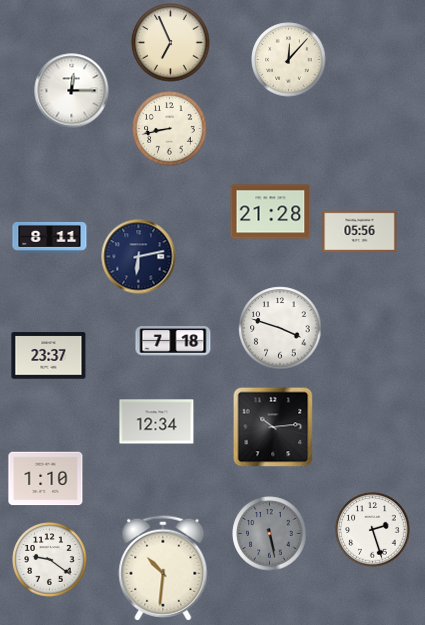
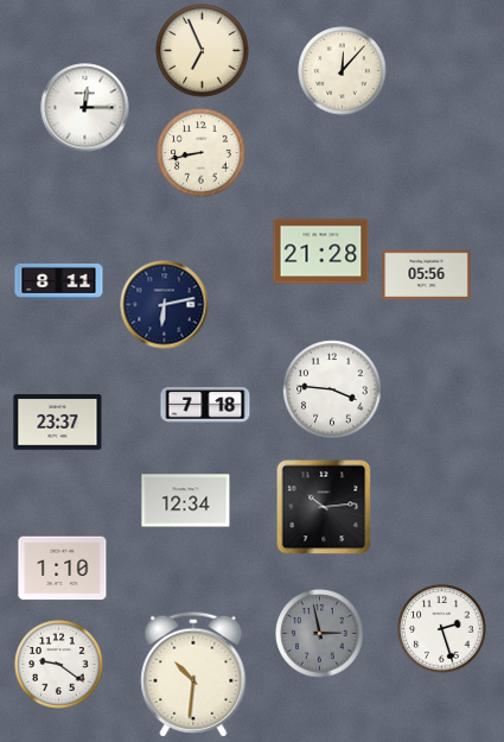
clock at (280, 328): 3:48 -> 3:46
clock at (46, 479) position: (46, 479) -> (63, 569)
clock at (270, 534): 5:28 -> 2:58
